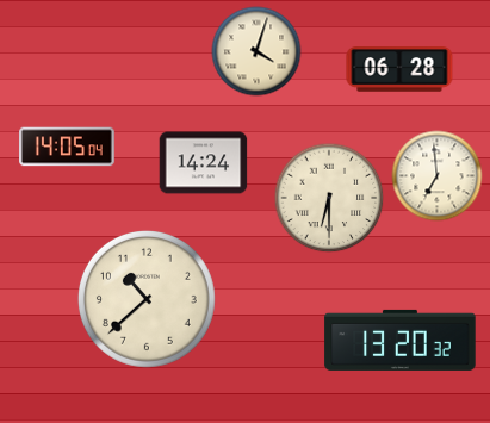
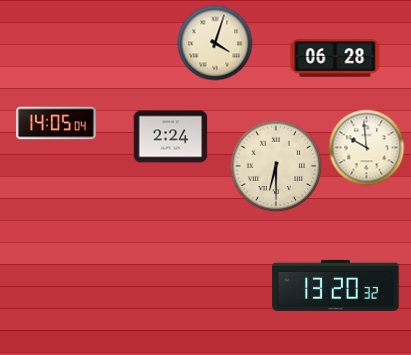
clock at (204, 163): 14:24 -> 2:24
clock at (438, 176): 6:59 -> 9:59
clock at (147, 299): 10:38 -> none
